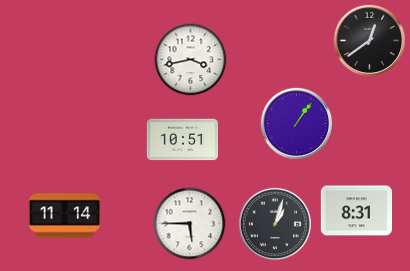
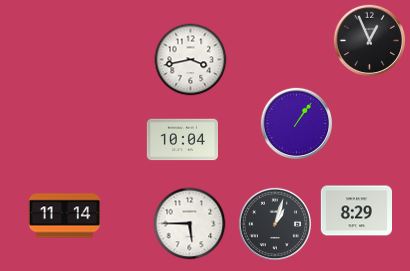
clock at (369, 40): 12:39 -> 12:56
clock at (182, 140): 10:51 -> 10:04
clock at (356, 211): 8:31 -> 8:29
